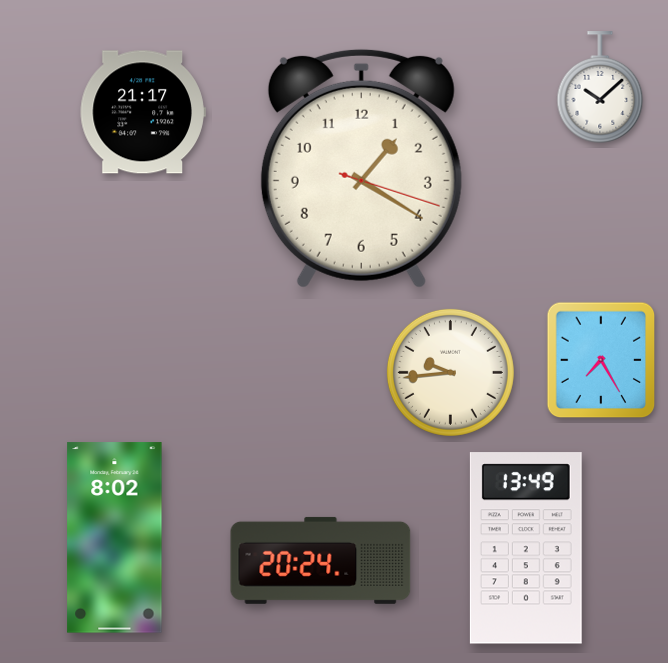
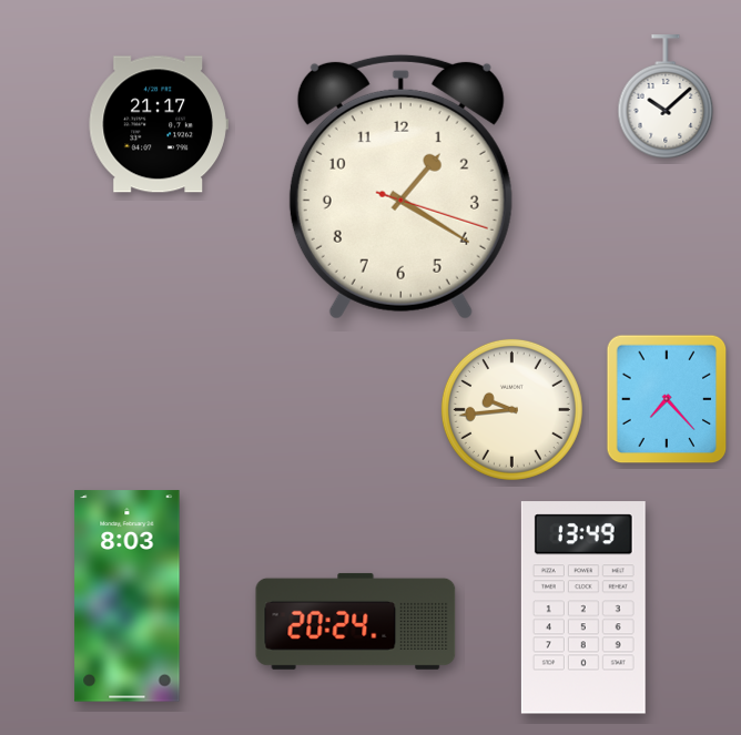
clock at (601, 360): 7:25 -> 7:23
clock at (450, 372) position: (450, 372) -> (511, 409)
clock at (115, 538): 8:02 -> 8:03
